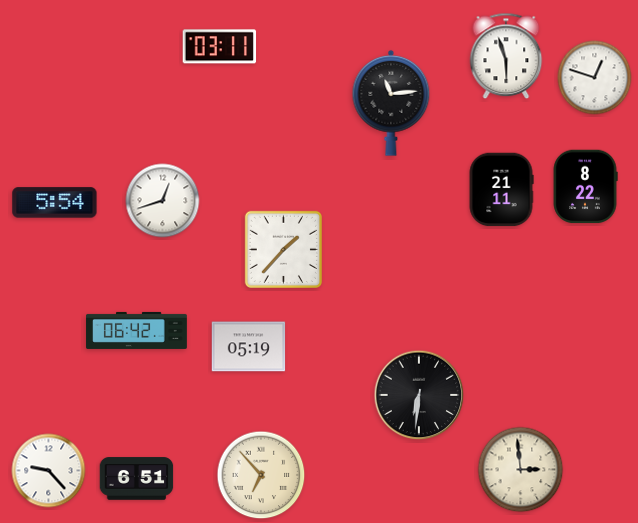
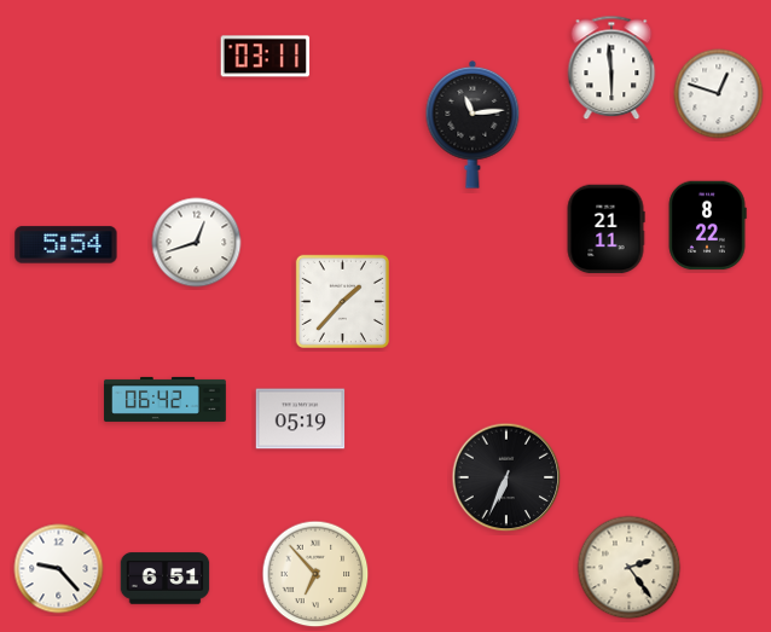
clock at (506, 56): 5:57 -> 5:59
clock at (419, 395): 6:31 -> 6:34
clock at (521, 470): 2:59 -> 2:24
